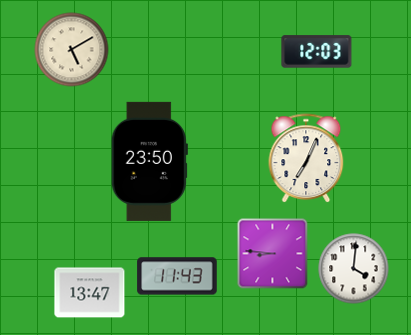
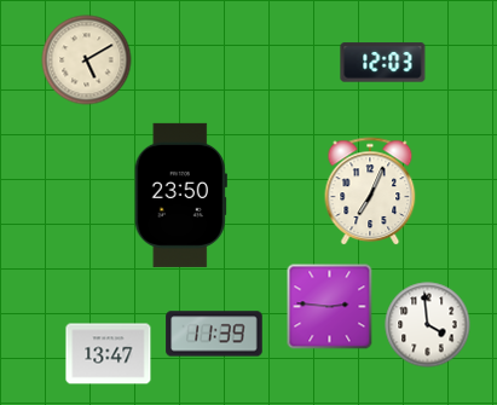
clock at (273, 254): 8:46 -> 2:46
clock at (354, 269): 4:01 -> 3:59
clock at (177, 276): 11:43 -> 11:39
